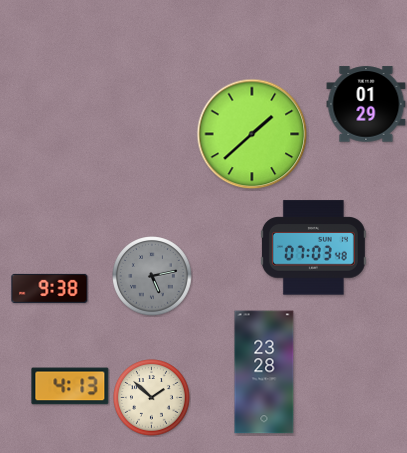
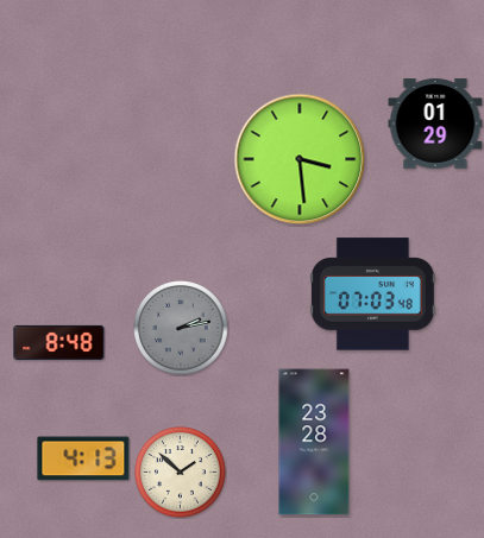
clock at (252, 134): 1:38 -> 3:29
clock at (152, 276): 5:13 -> 2:13
clock at (50, 288): 9:38 -> 8:48
